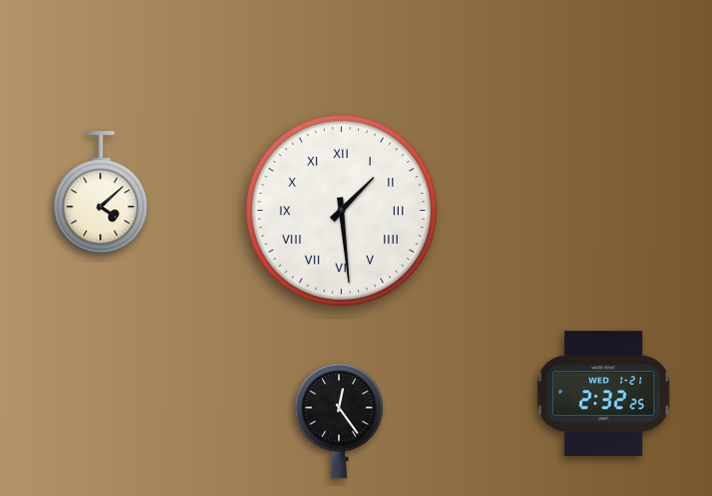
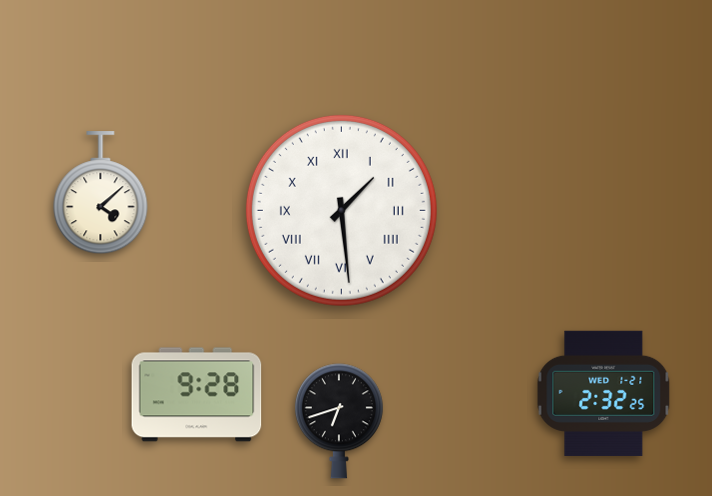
clock at (197, 395): none -> 9:28
clock at (339, 421): 12:24 -> 6:42
